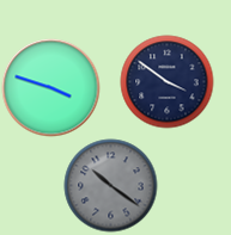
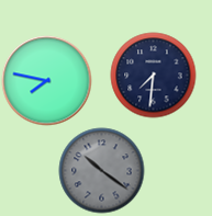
clock at (166, 81): 3:51 -> 7:31
clock at (50, 87): 3:48 -> 7:47
